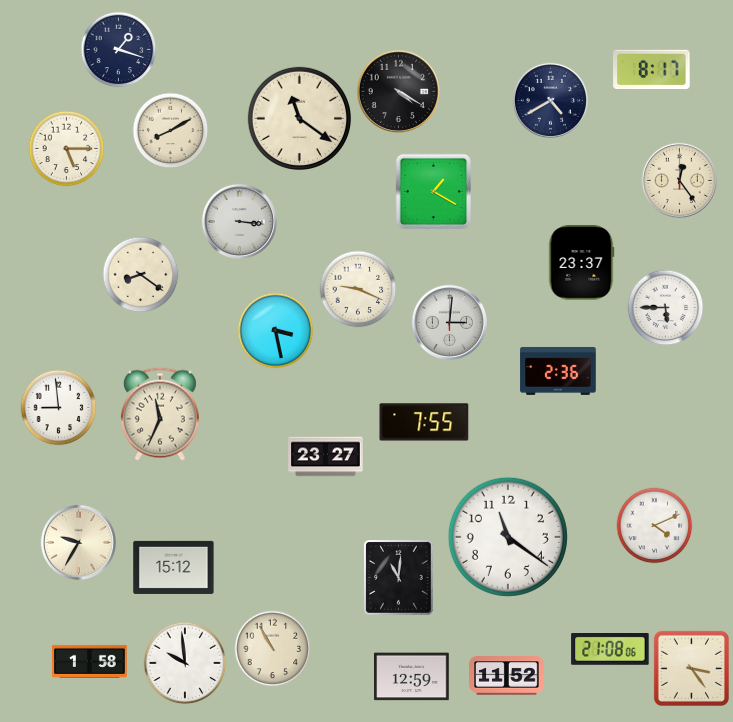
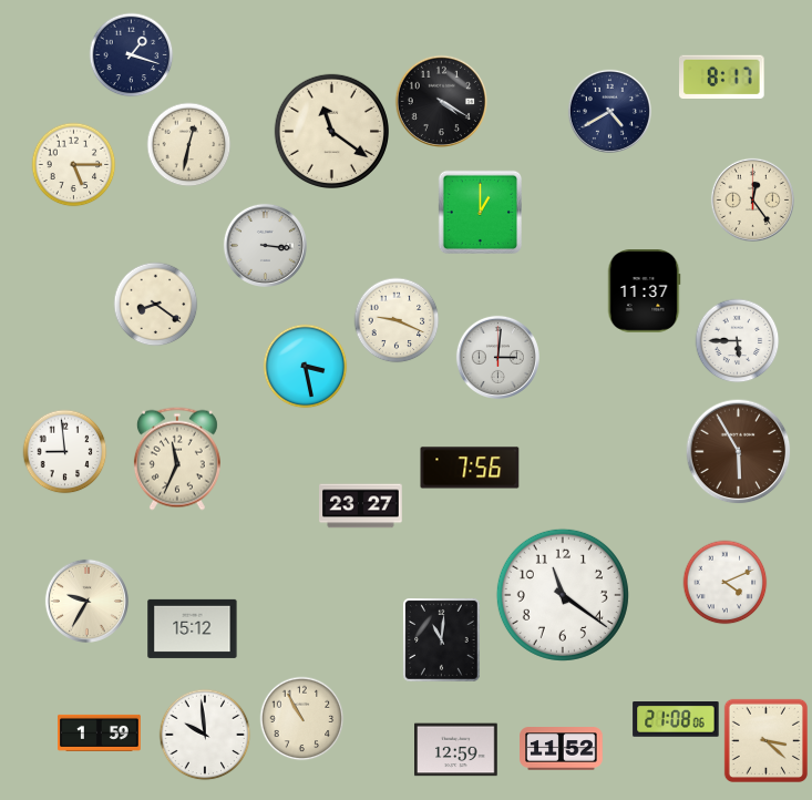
clock at (171, 131): 8:10 -> 12:32
clock at (433, 191): 1:20 -> 1:00
clock at (581, 263): 23:37 -> 11:37
clock at (558, 371): 2:36 -> none
clock at (739, 452): none -> 5:55
clock at (424, 422): 7:55 -> 7:56
clock at (90, 661): 1:58 -> 1:59
clock at (691, 668): 3:24 -> 3:22
